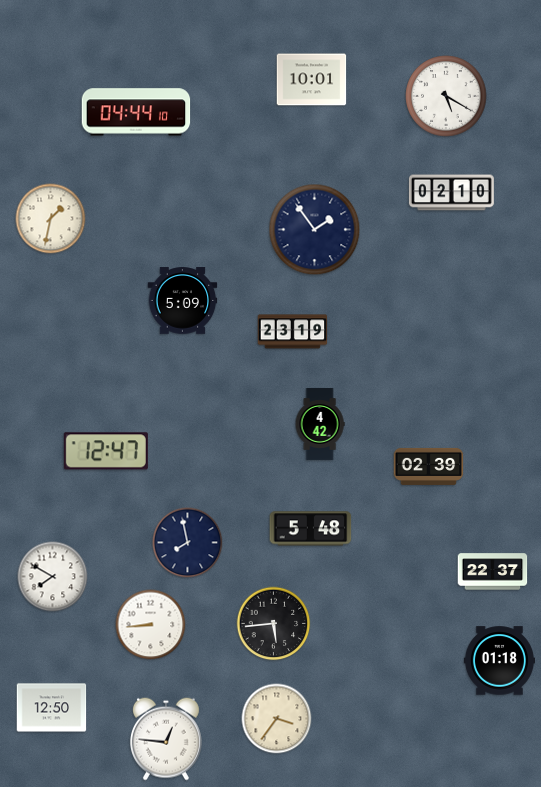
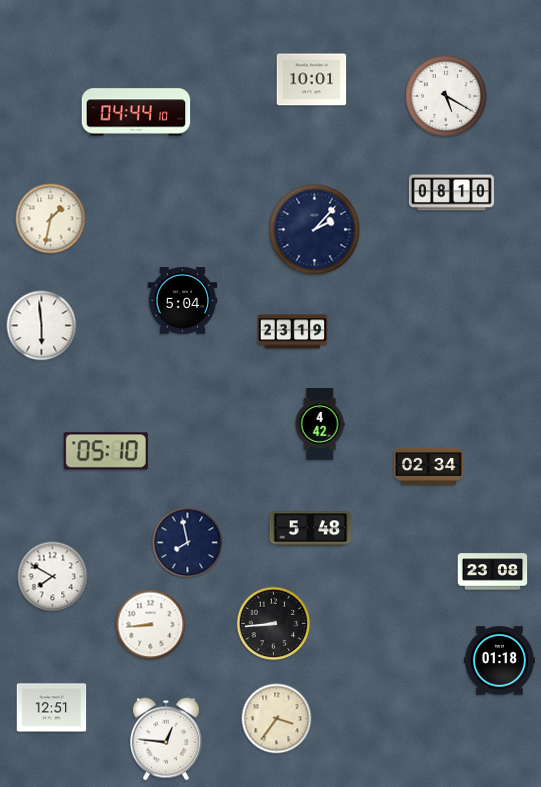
clock at (451, 193): 02:10 -> 08:10
clock at (315, 230): 1:54 -> 2:07
clock at (183, 301): 5:09 -> 5:04
clock at (42, 326): none -> 5:59
clock at (106, 451): 12:47 -> 05:10
clock at (429, 466): 02:39 -> 02:34
clock at (493, 572): 22:37 -> 23:08
clock at (274, 624): 5:44 -> 8:44
clock at (52, 708): 12:50 -> 12:51
